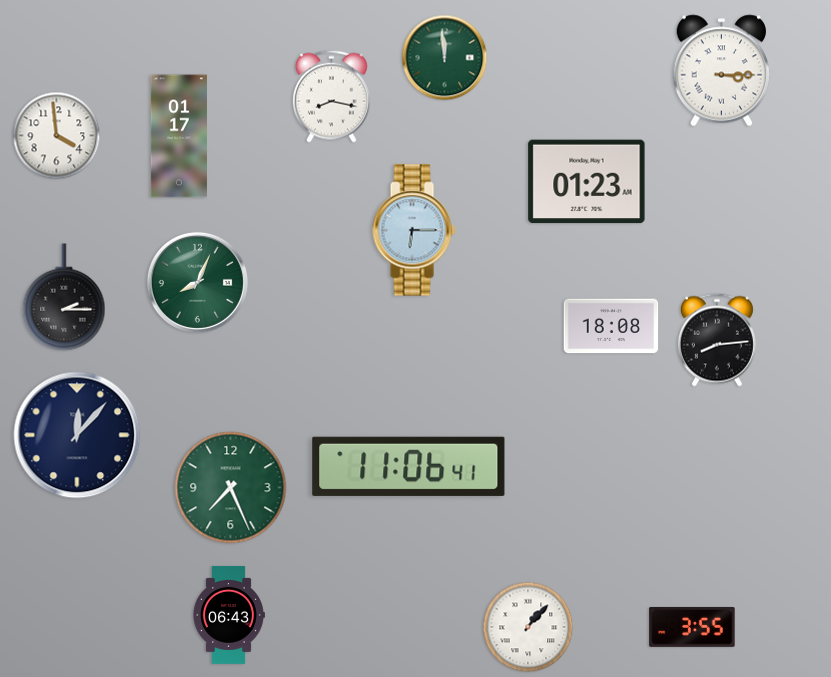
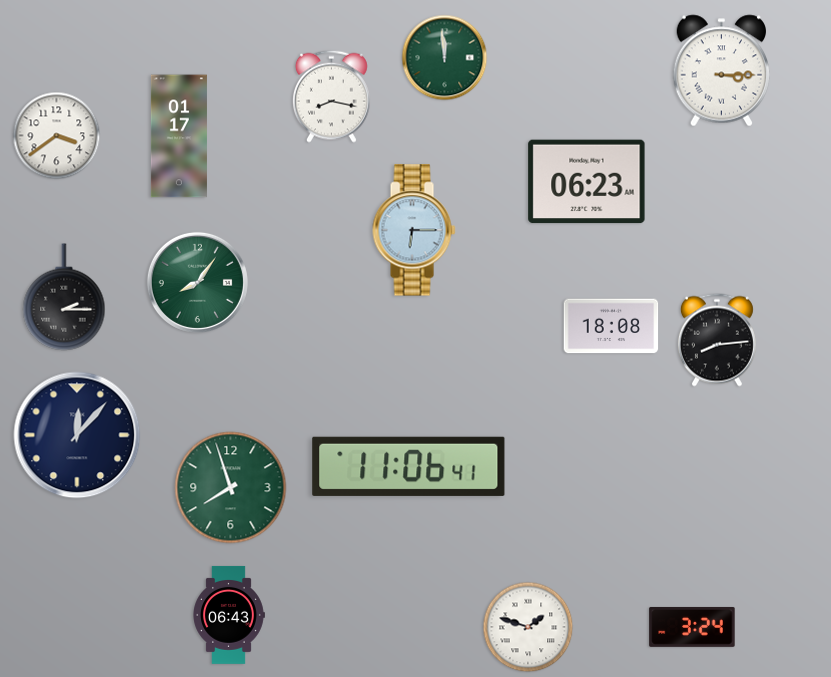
clock at (57, 136): 3:59 -> 3:39
clock at (587, 182): 01:23 -> 06:23
clock at (197, 282): 8:04 -> 8:06
clock at (231, 488): 7:26 -> 7:57
clock at (528, 627): 1:07 -> 1:48
clock at (692, 627): 3:55 -> 3:24
